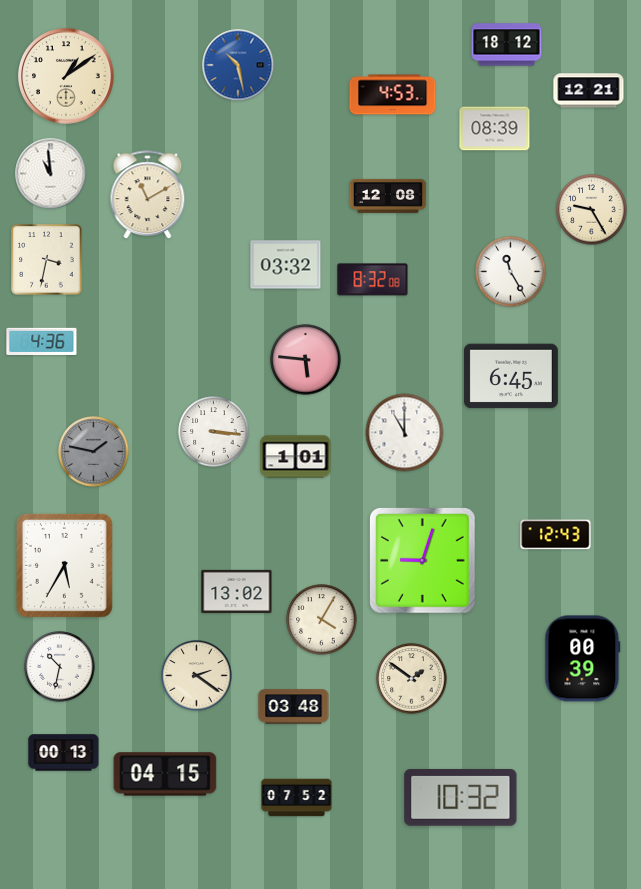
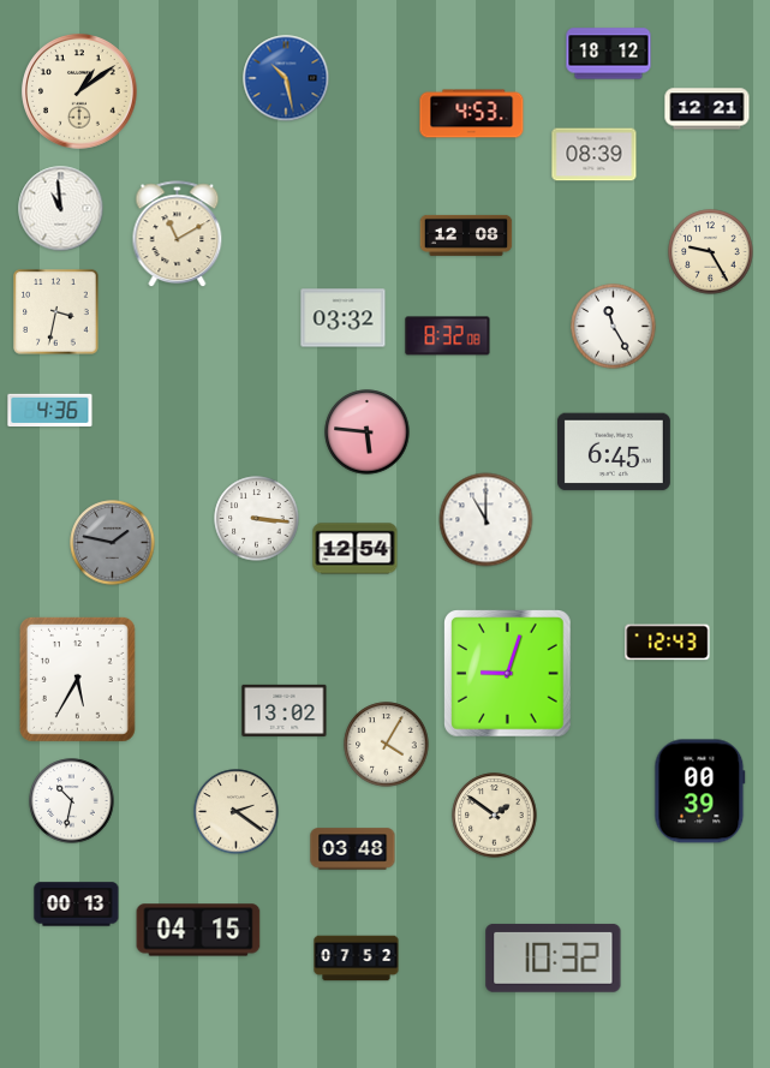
clock at (296, 457): 1:01 -> 12:54
